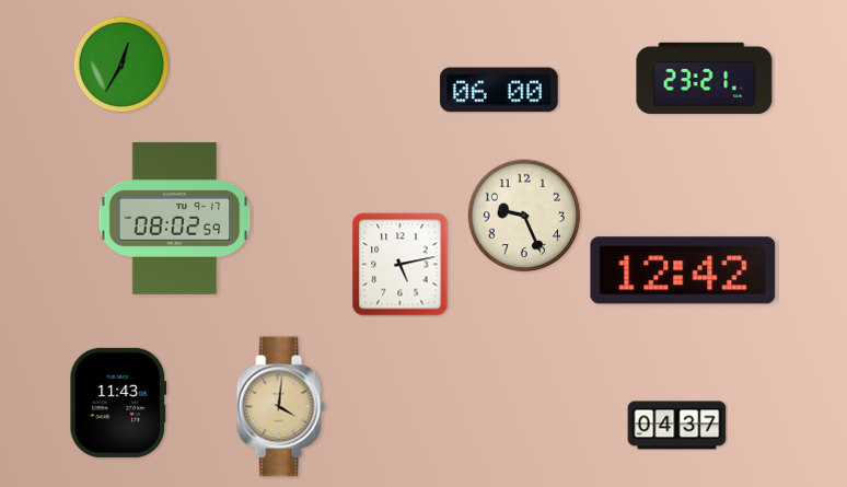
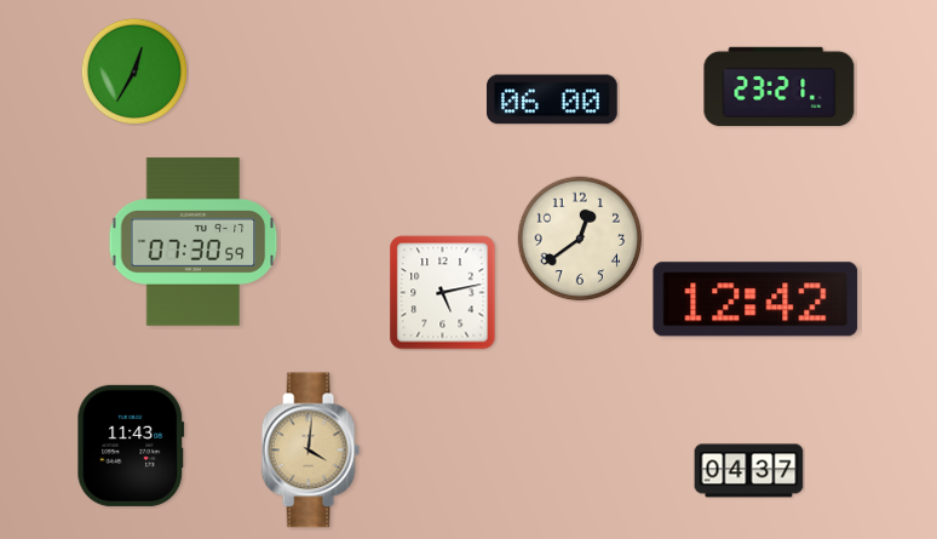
clock at (524, 216): 9:26 -> 12:39
clock at (175, 219): 08:02 -> 07:30
